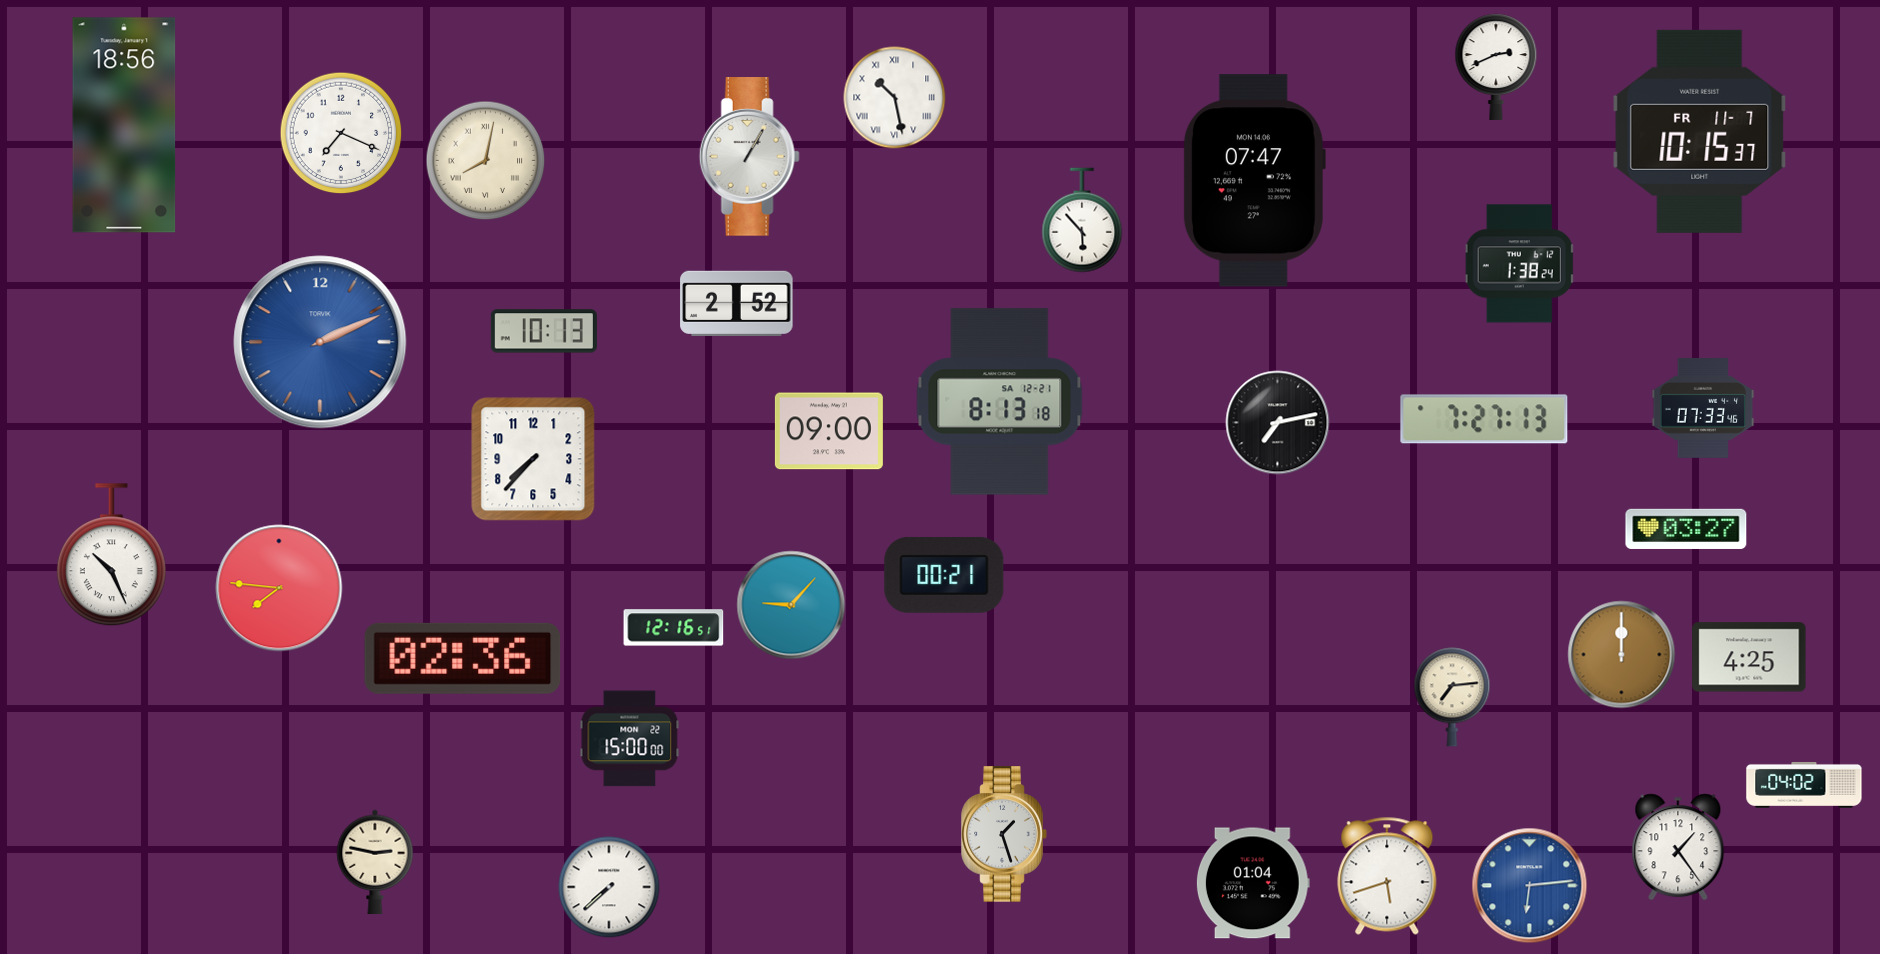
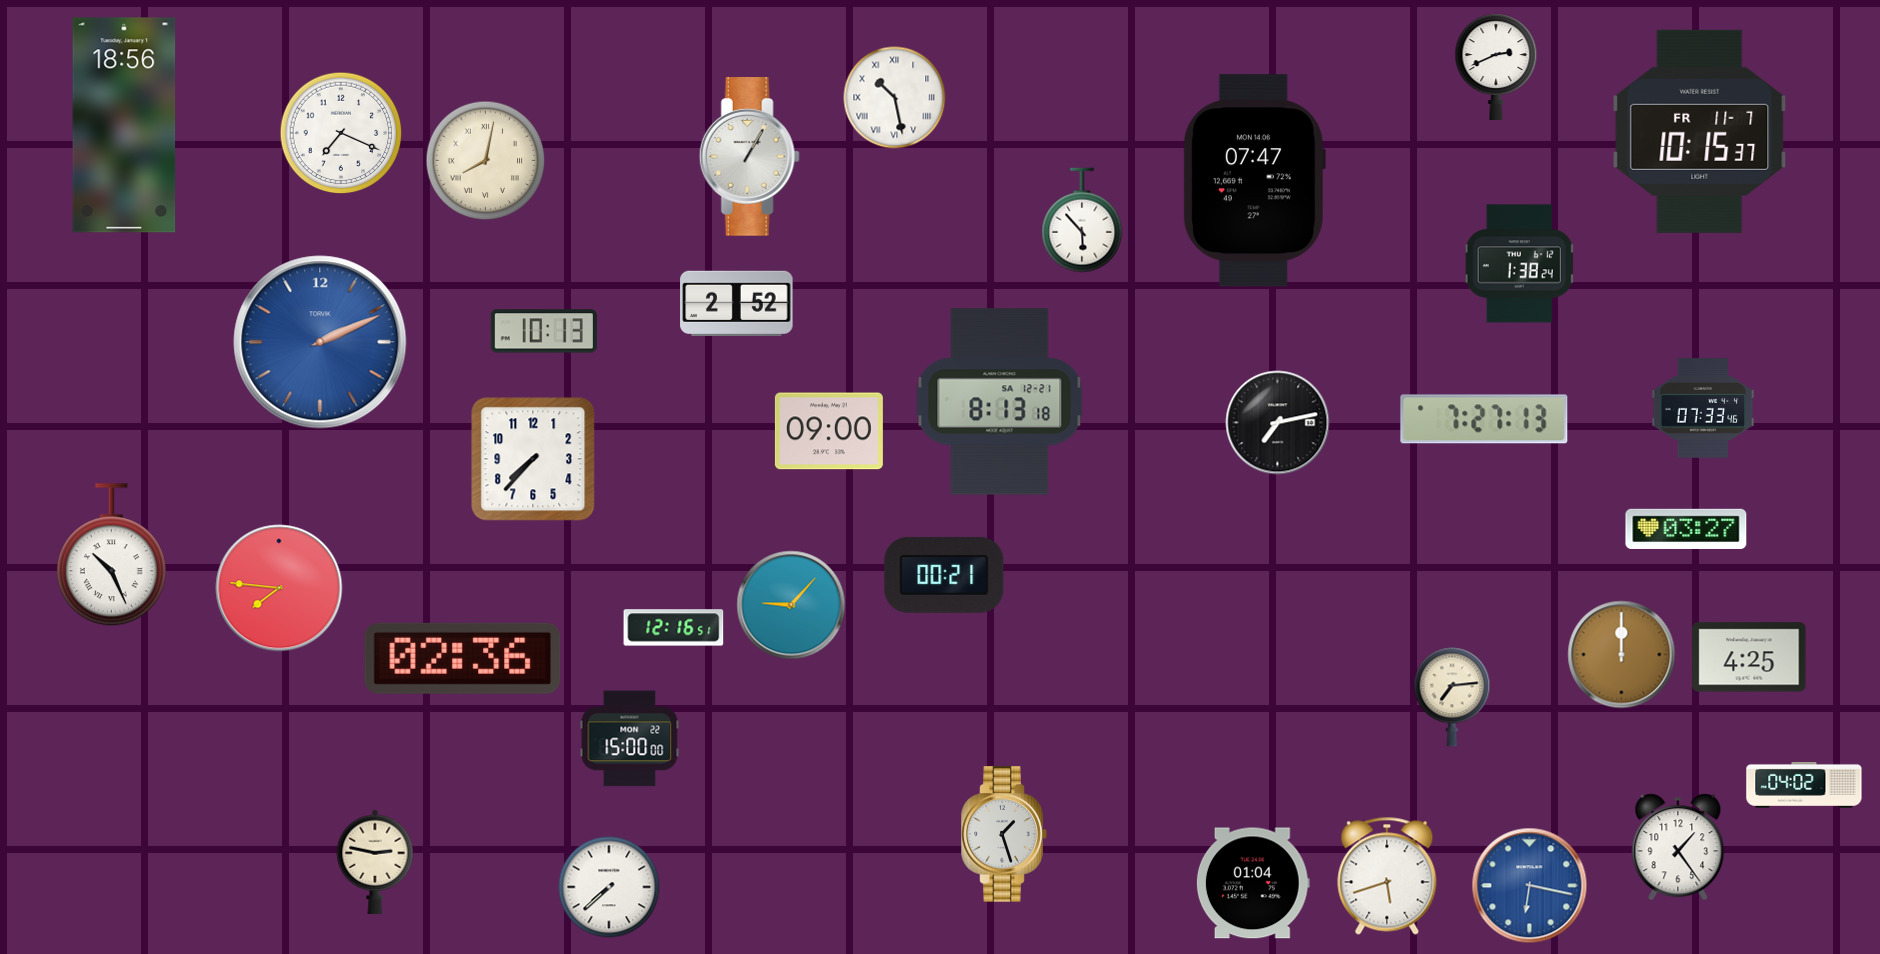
clock at (1530, 886): 6:14 -> 6:17
